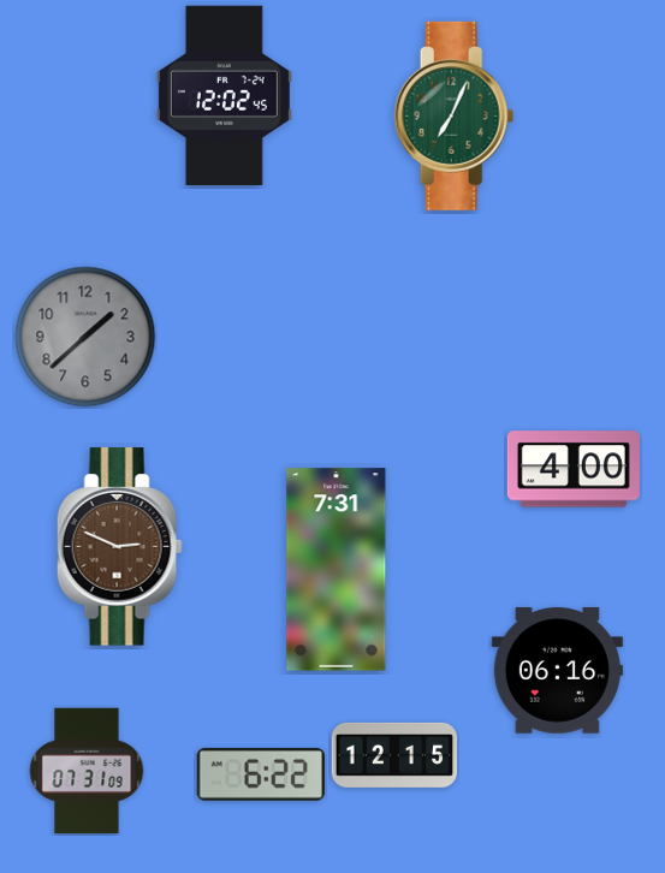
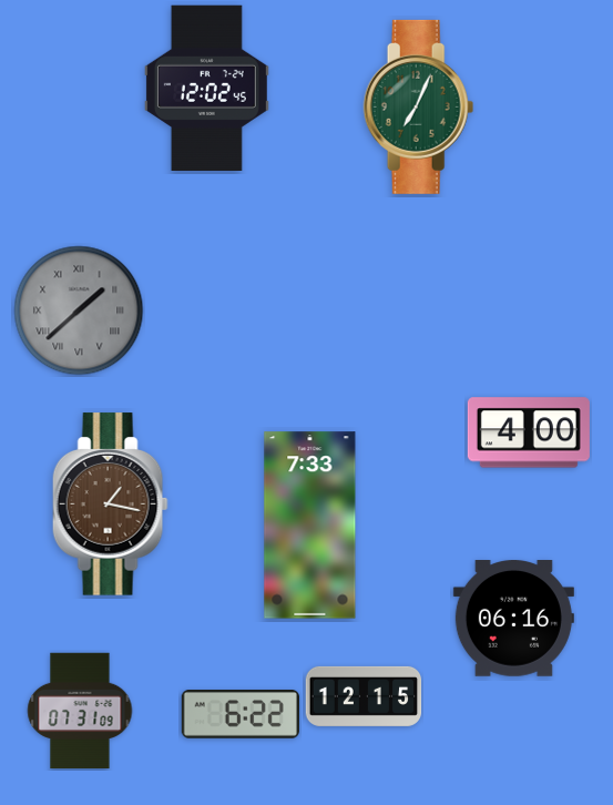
clock at (85, 337) numerals: Arabic -> Roman
clock at (119, 547): 2:49 -> 1:17
clock at (337, 570): 7:31 -> 7:33
